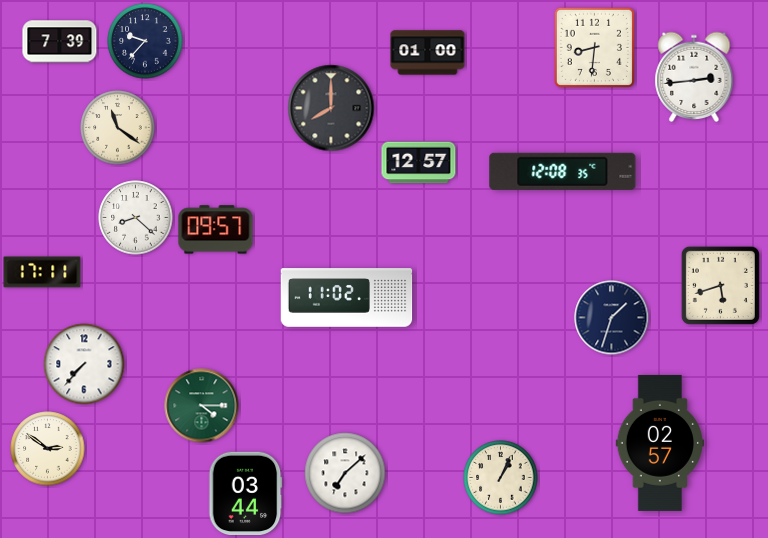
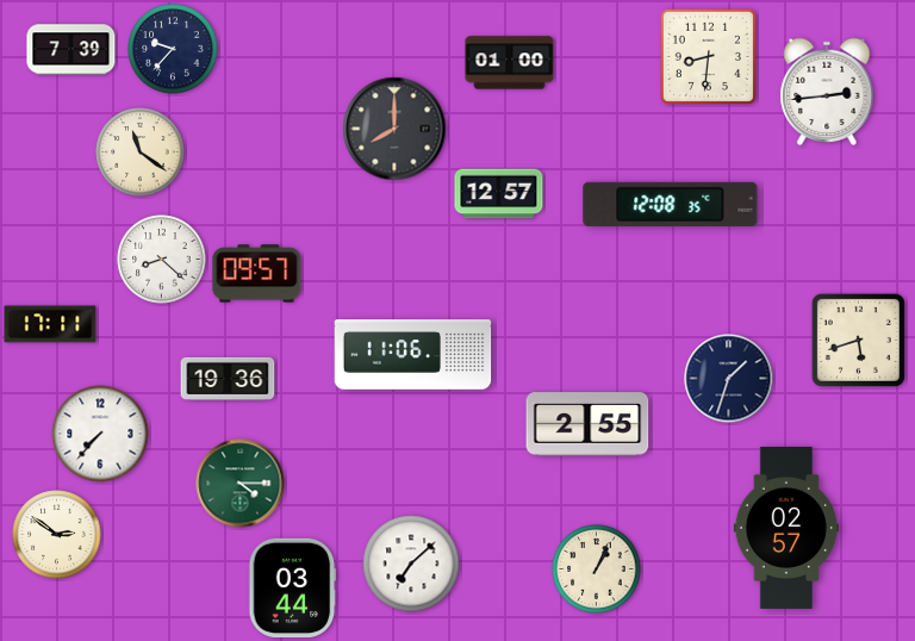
clock at (347, 298): 11:02 -> 11:06
clock at (228, 379): none -> 19:36
clock at (587, 424): none -> 2:55
